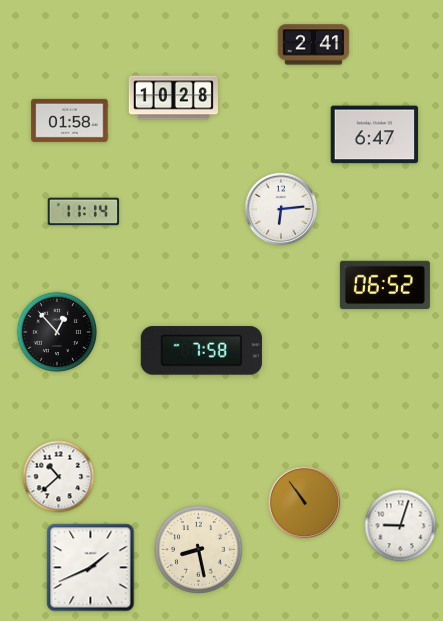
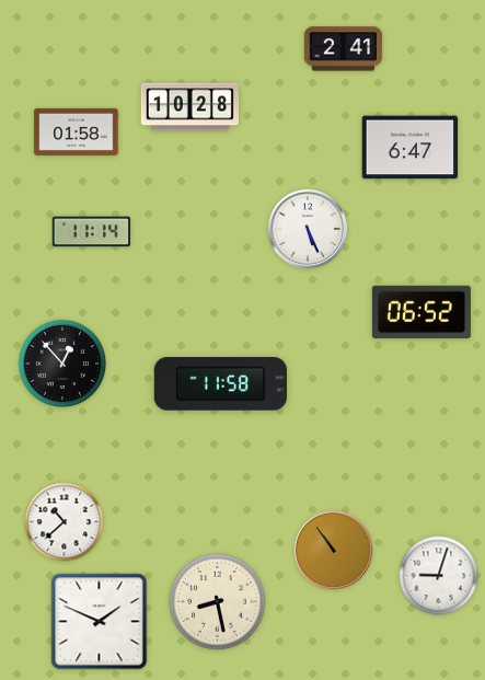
clock at (281, 209): 6:14 -> 5:26
clock at (201, 351): 7:58 -> 11:58
clock at (91, 568): 1:41 -> 1:49
